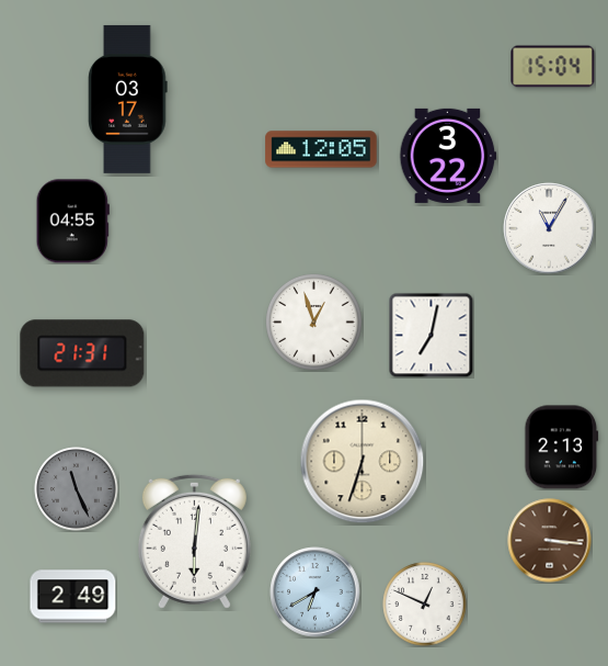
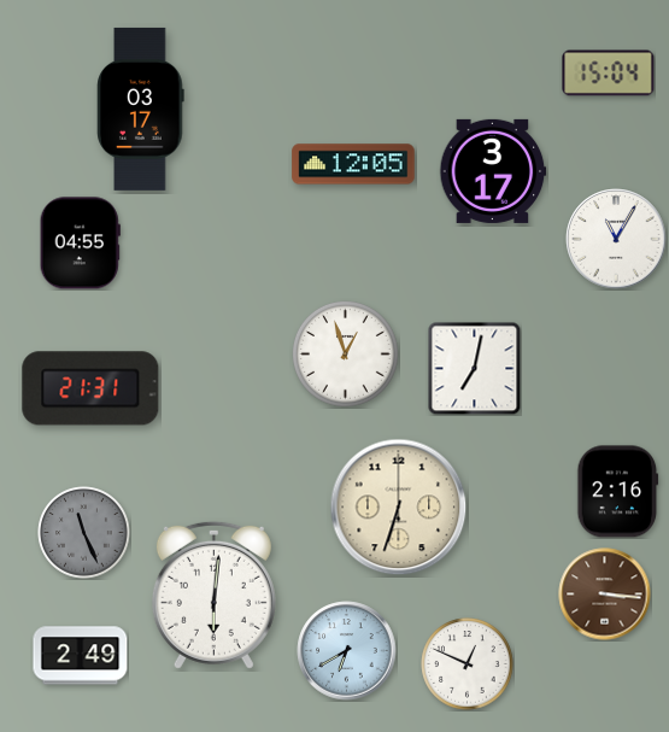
clock at (448, 156): 3:22 -> 3:17
clock at (549, 228) position: (549, 228) -> (616, 239)
clock at (562, 448): 2:13 -> 2:16
clock at (77, 489) position: (77, 489) -> (84, 533)
